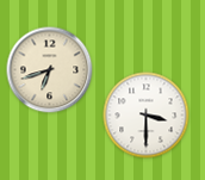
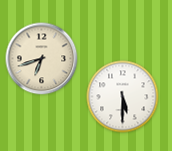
clock at (147, 116): 3:30 -> 5:30
